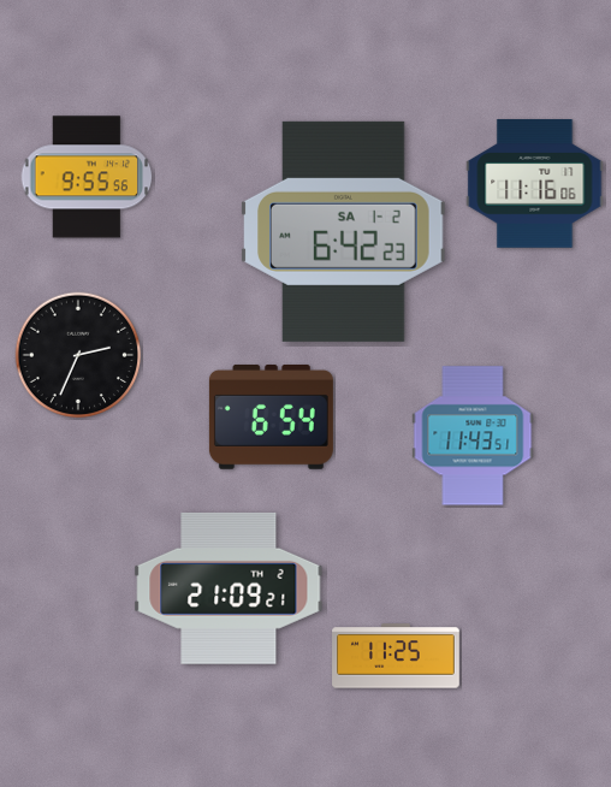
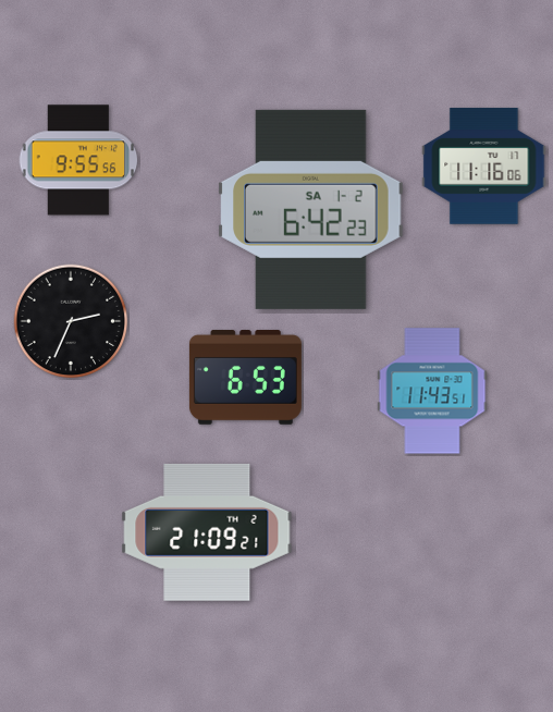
clock at (271, 418): 6:54 -> 6:53
clock at (473, 436) position: (473, 436) -> (432, 391)
clock at (396, 656): 11:25 -> none
